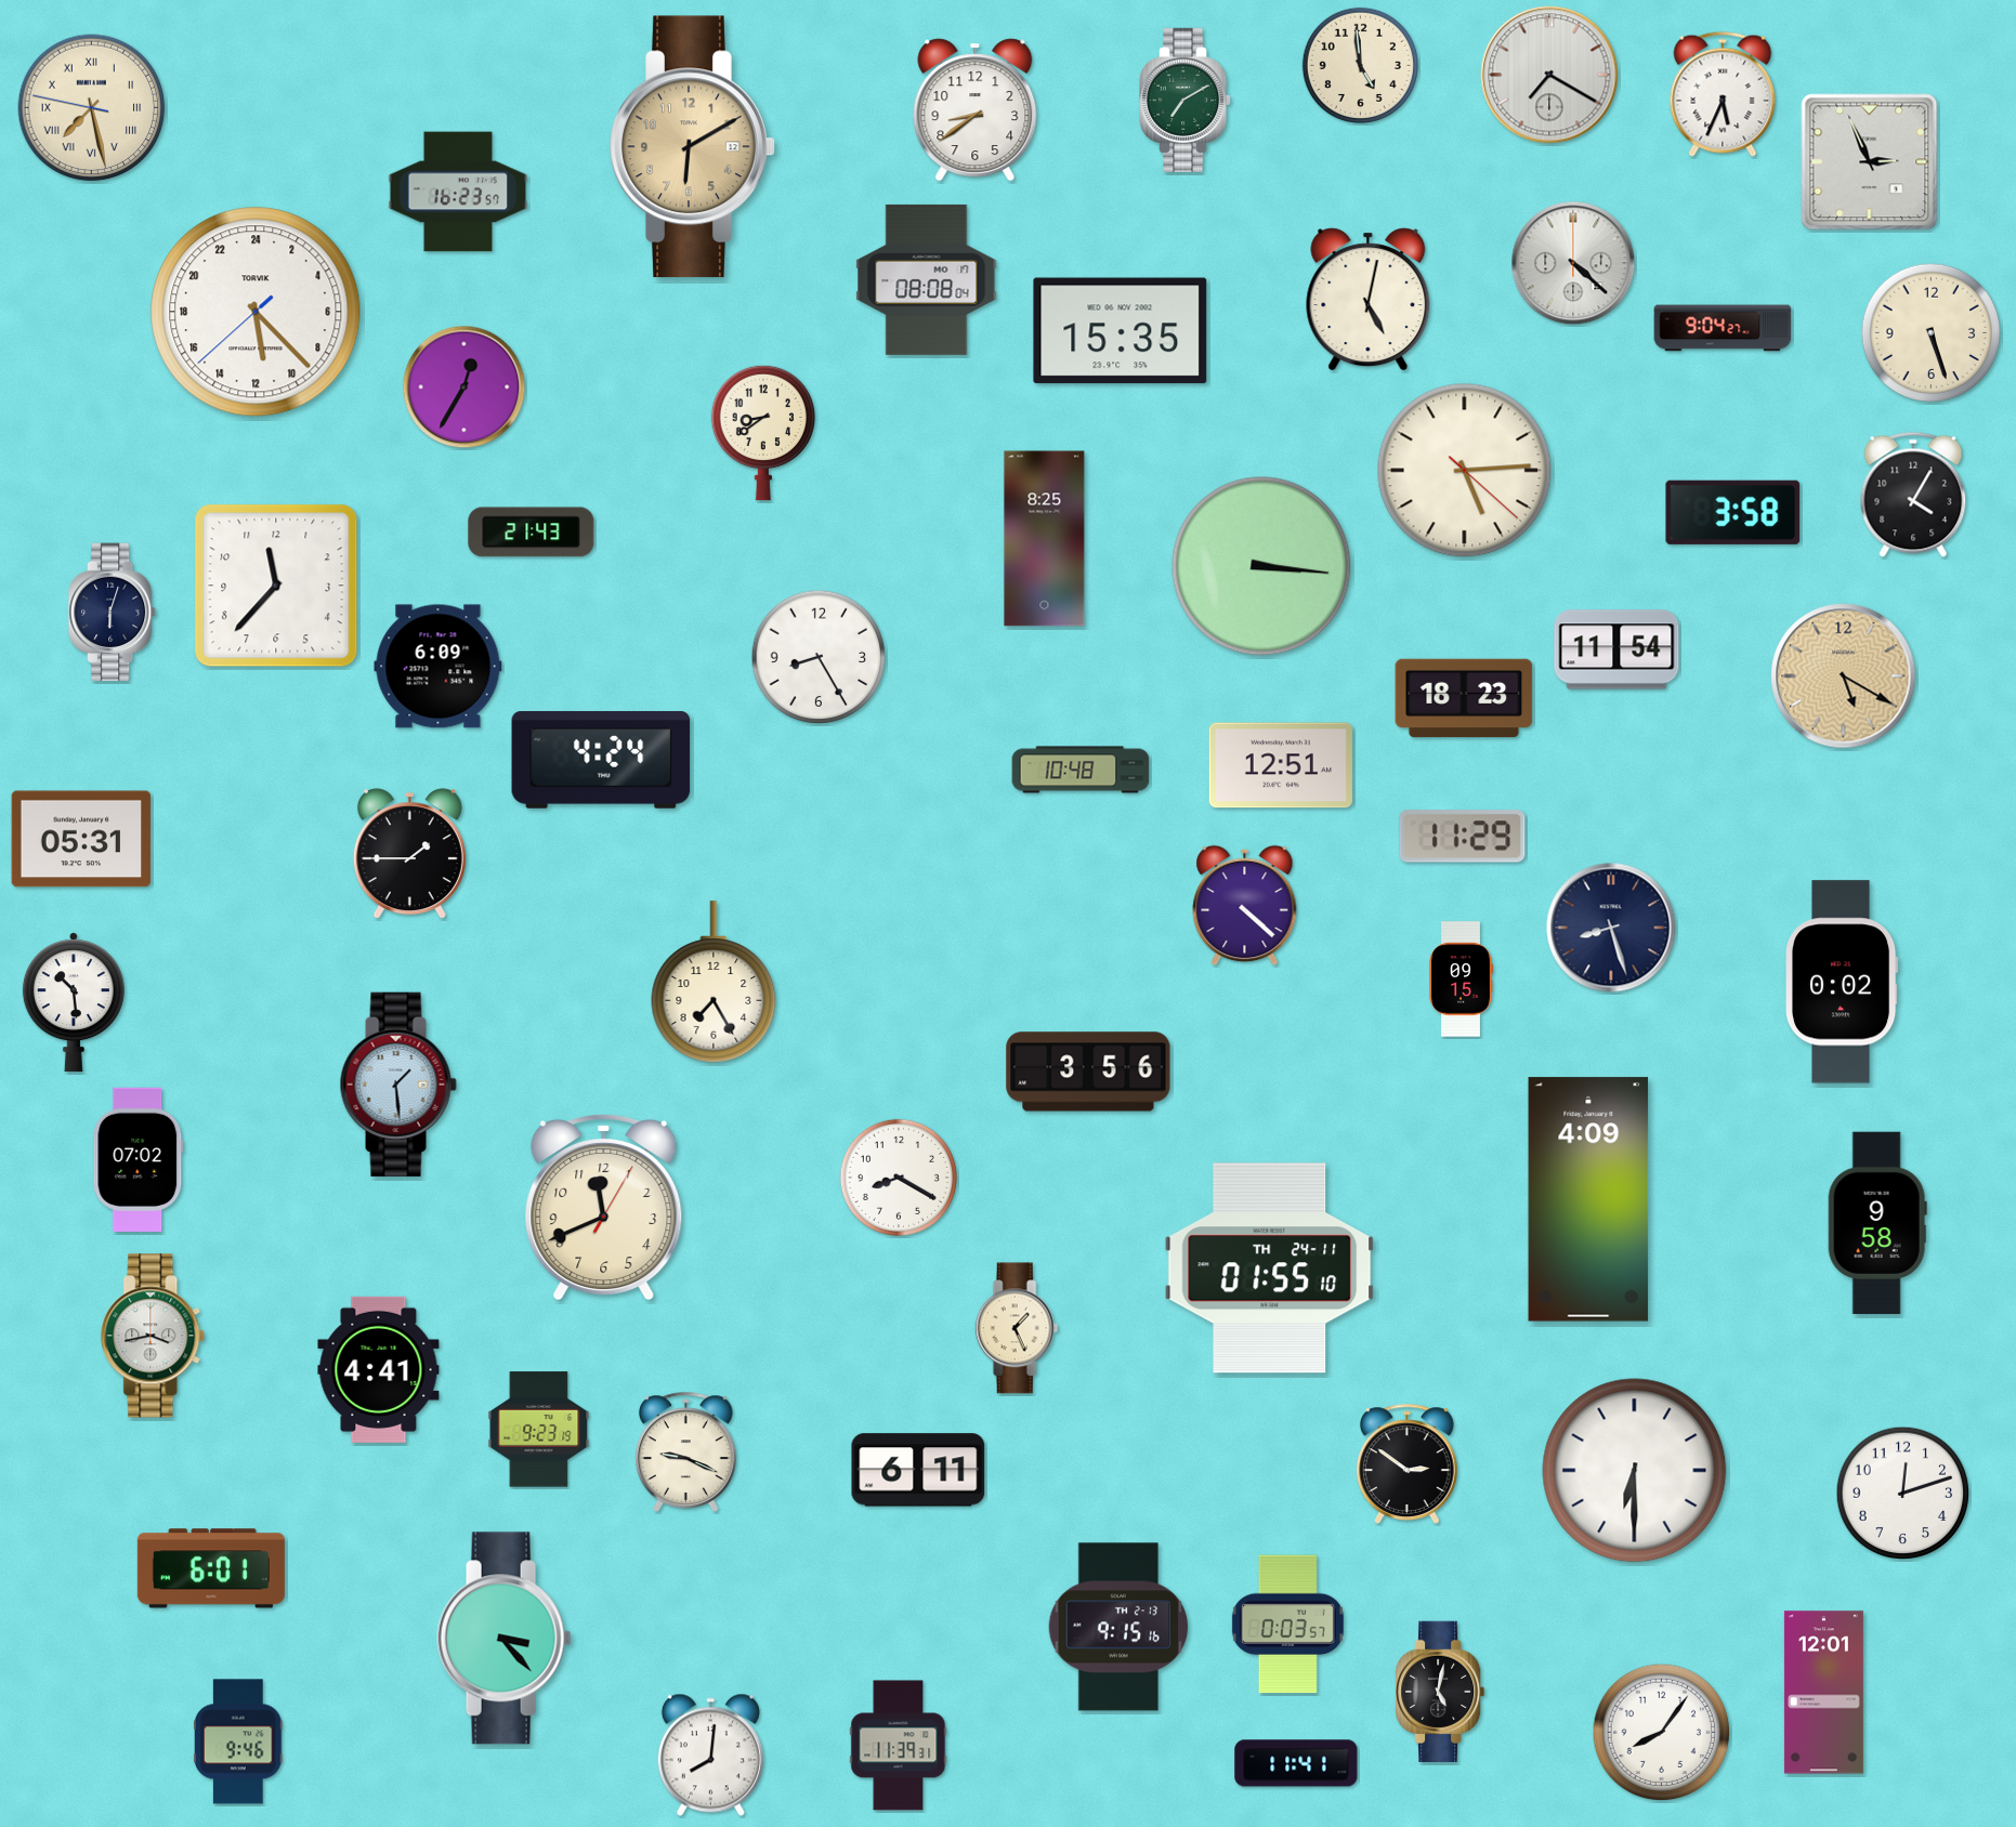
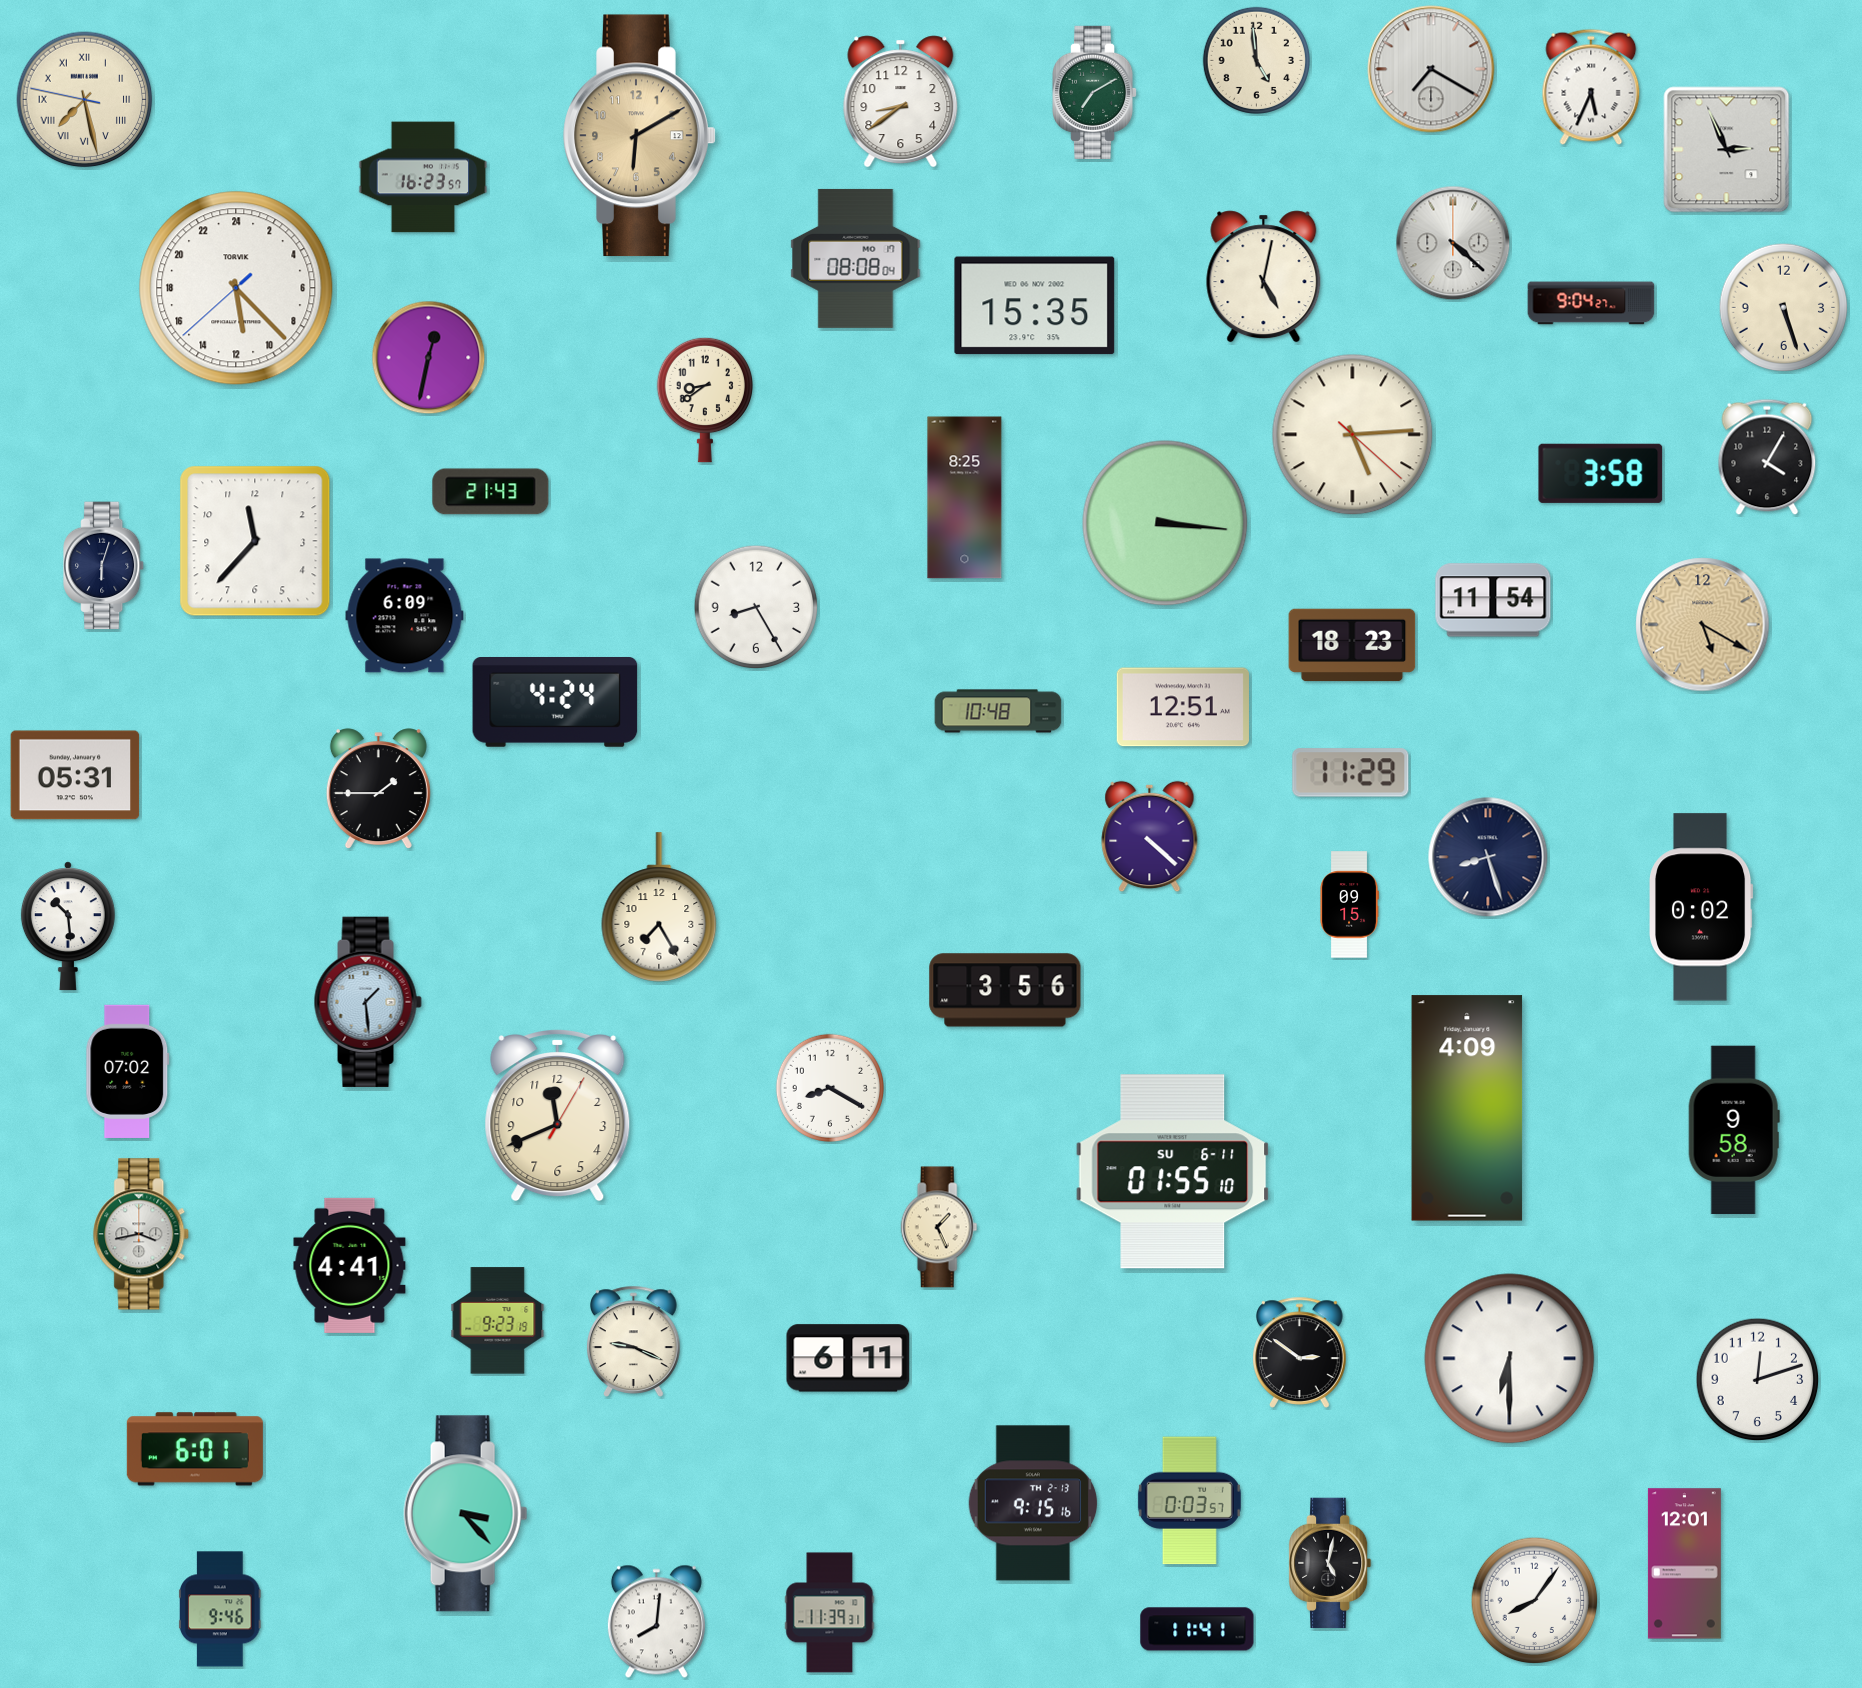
clock at (464, 387): 12:35 -> 12:32
clock at (1270, 1269) date: TH 24-11 -> SU 6-11
